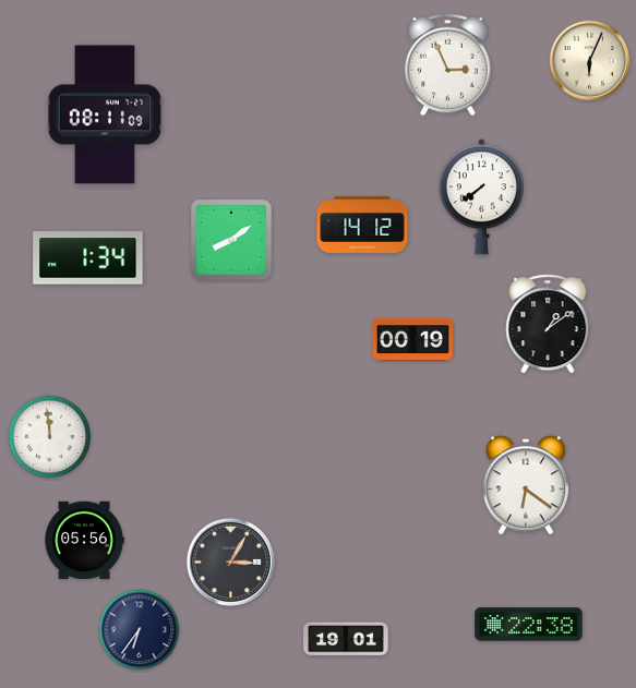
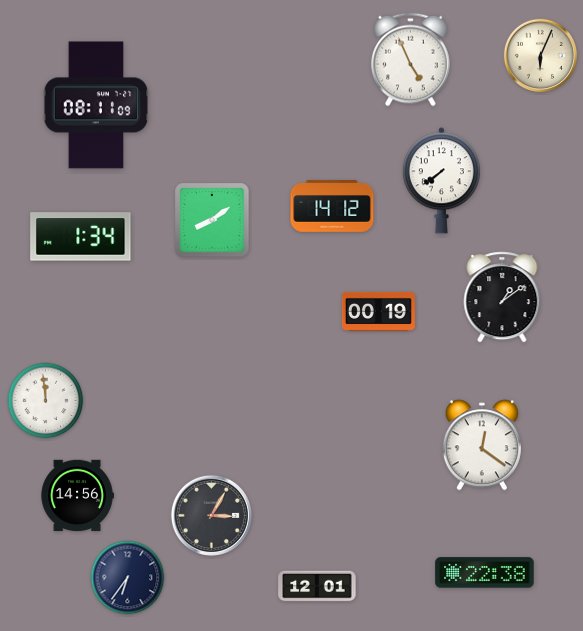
clock at (448, 65): 2:56 -> 4:56
clock at (526, 485): 6:21 -> 12:21
clock at (84, 541): 05:56 -> 14:56
clock at (346, 639): 19:01 -> 12:01
